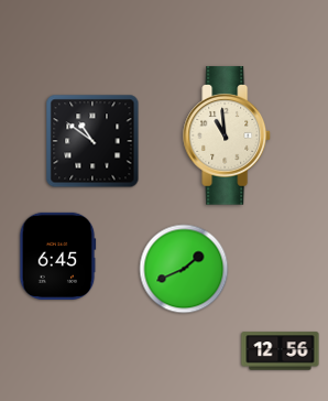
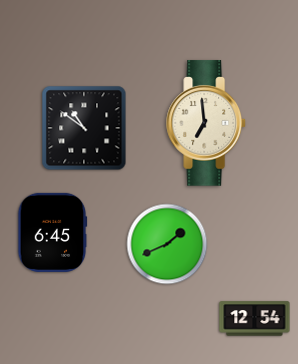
clock at (228, 136): 10:59 -> 6:59
clock at (281, 351): 12:56 -> 12:54
